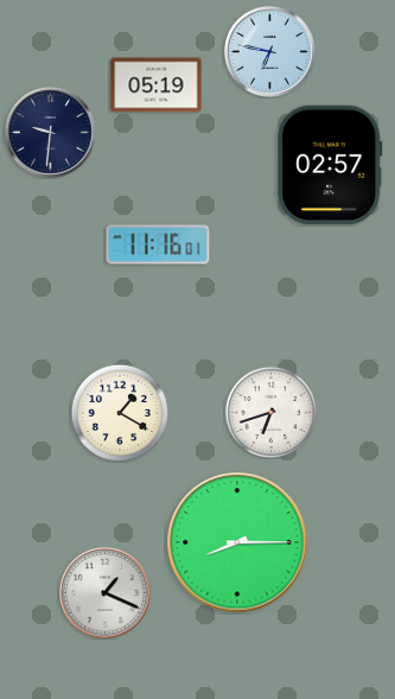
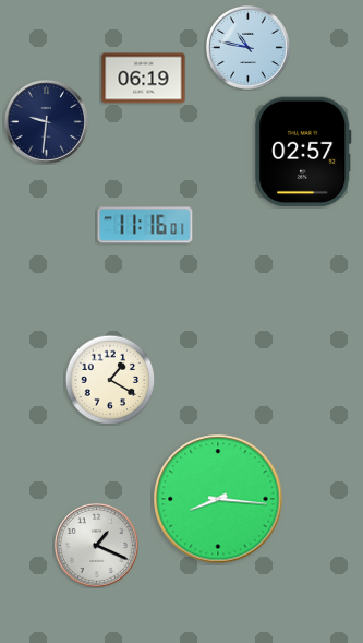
clock at (269, 51): 6:47 -> 10:47
clock at (157, 85): 05:19 -> 06:19
clock at (270, 412): 6:42 -> none
clock at (237, 542): 8:15 -> 8:16
